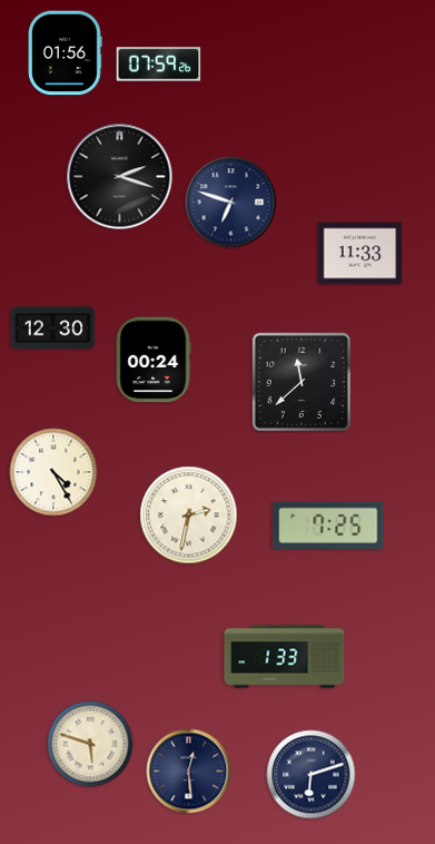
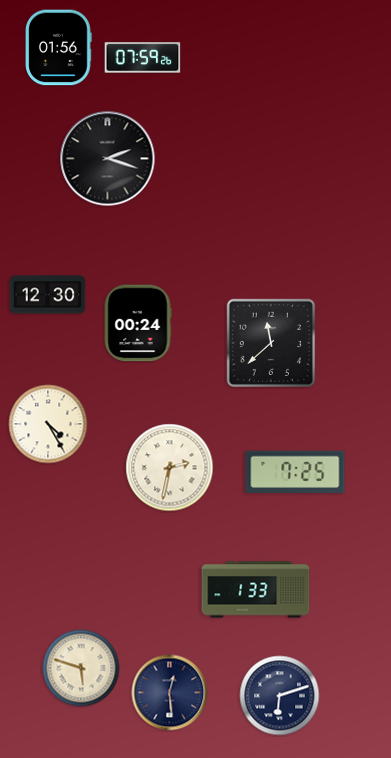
clock at (231, 203): 6:48 -> none
clock at (360, 254): 11:33 -> none
clock at (189, 516) position: (189, 516) -> (170, 468)
